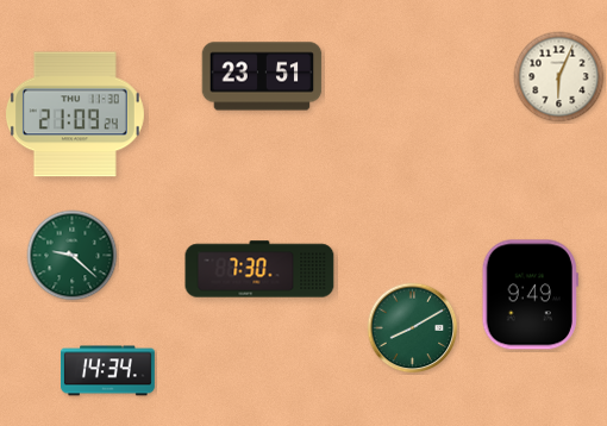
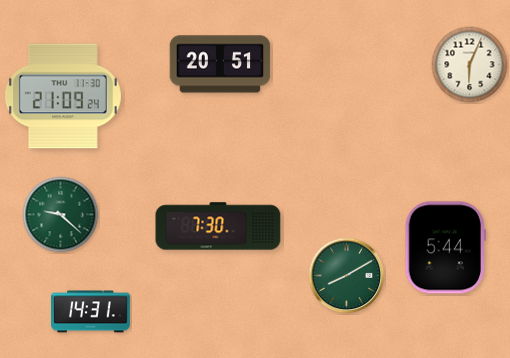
clock at (262, 76): 23:51 -> 20:51
clock at (530, 295): 9:49 -> 5:44
clock at (108, 371): 14:34 -> 14:31
